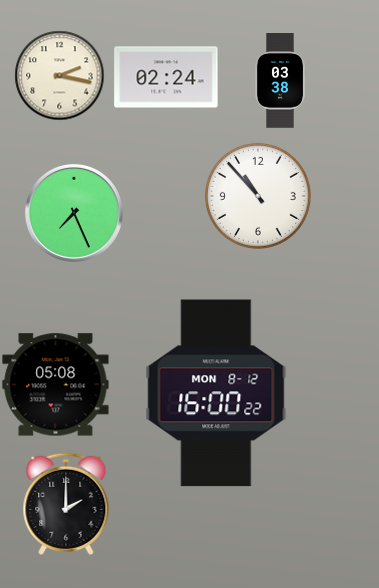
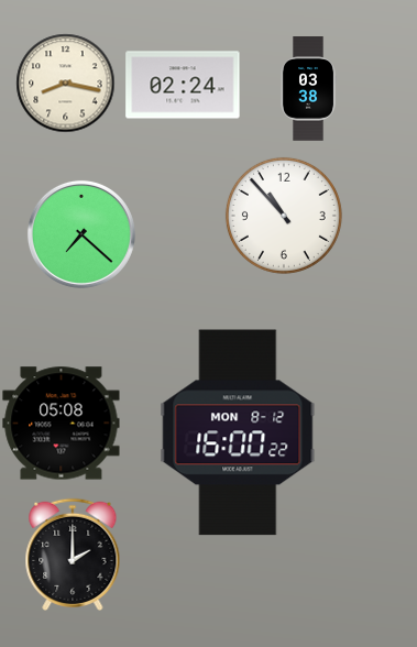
clock at (59, 75): 2:17 -> 8:17
clock at (74, 213): 7:26 -> 7:22
